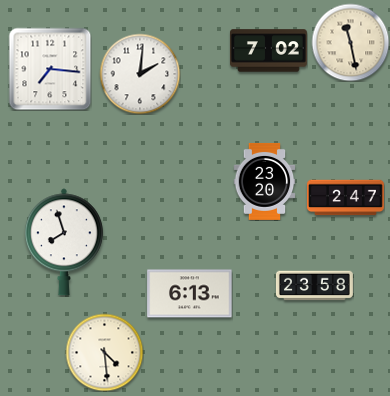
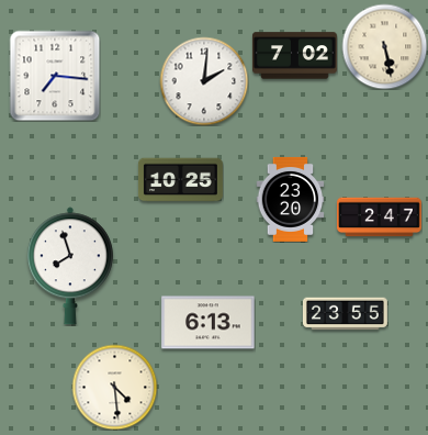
clock at (350, 42): 11:28 -> 5:28
clock at (140, 74) position: (140, 74) -> (204, 81)
clock at (180, 180): none -> 10:25
clock at (314, 286): 23:58 -> 23:55
